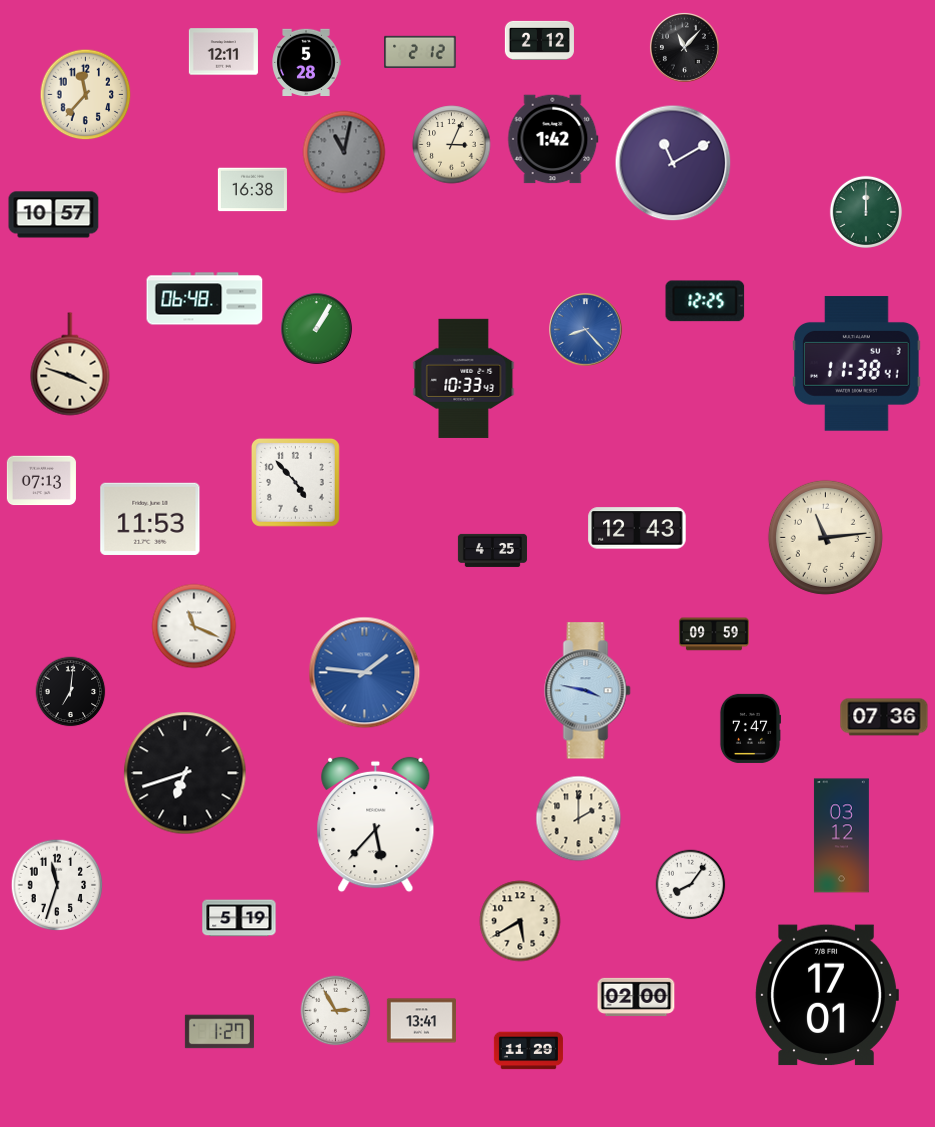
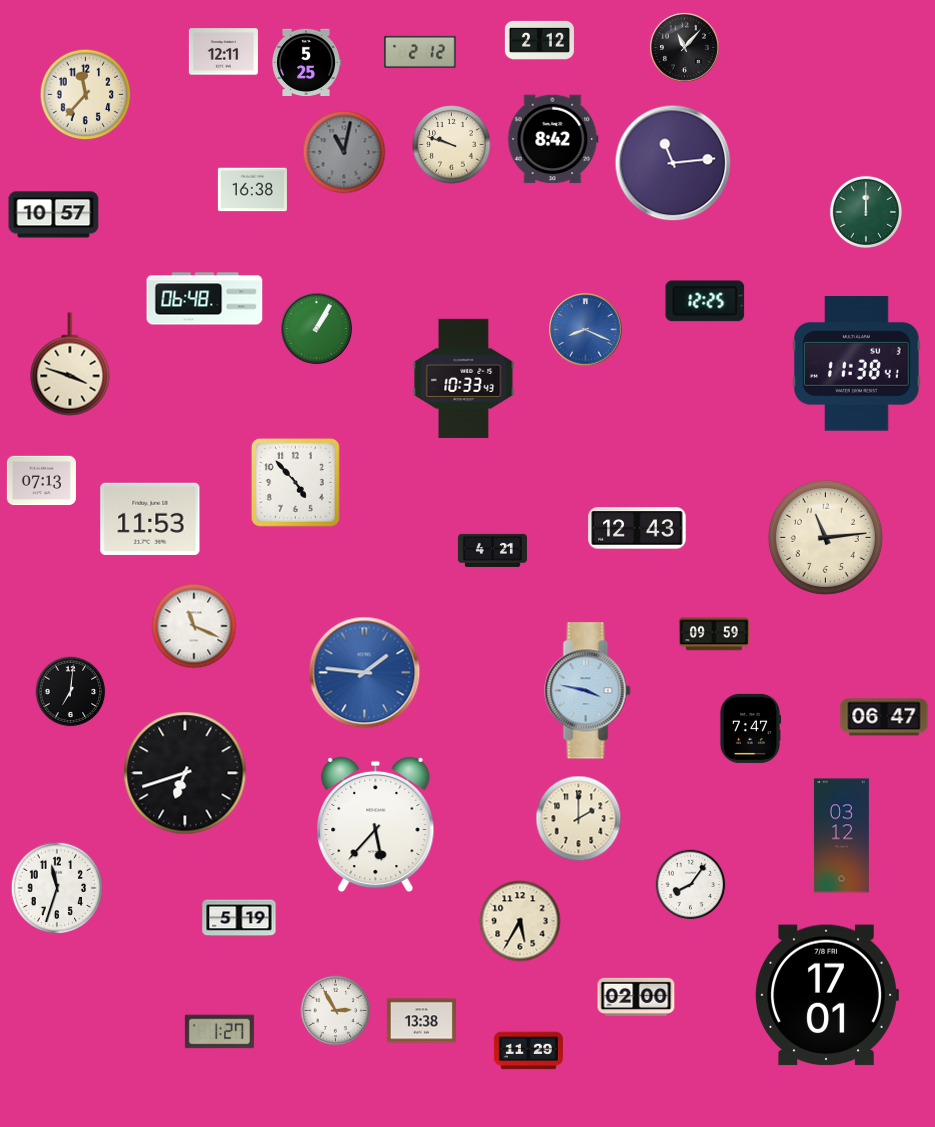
clock at (306, 63): 5:28 -> 5:25
clock at (553, 139): 1:42 -> 8:42
clock at (452, 145): 3:04 -> 9:48
clock at (673, 163): 11:10 -> 11:14
clock at (586, 330): 8:23 -> 8:19
clock at (492, 550): 4:25 -> 4:21
clock at (884, 717): 07:36 -> 06:47
clock at (57, 885) position: (57, 885) -> (57, 888)
clock at (520, 921): 5:40 -> 5:35
clock at (421, 1021): 13:41 -> 13:38
